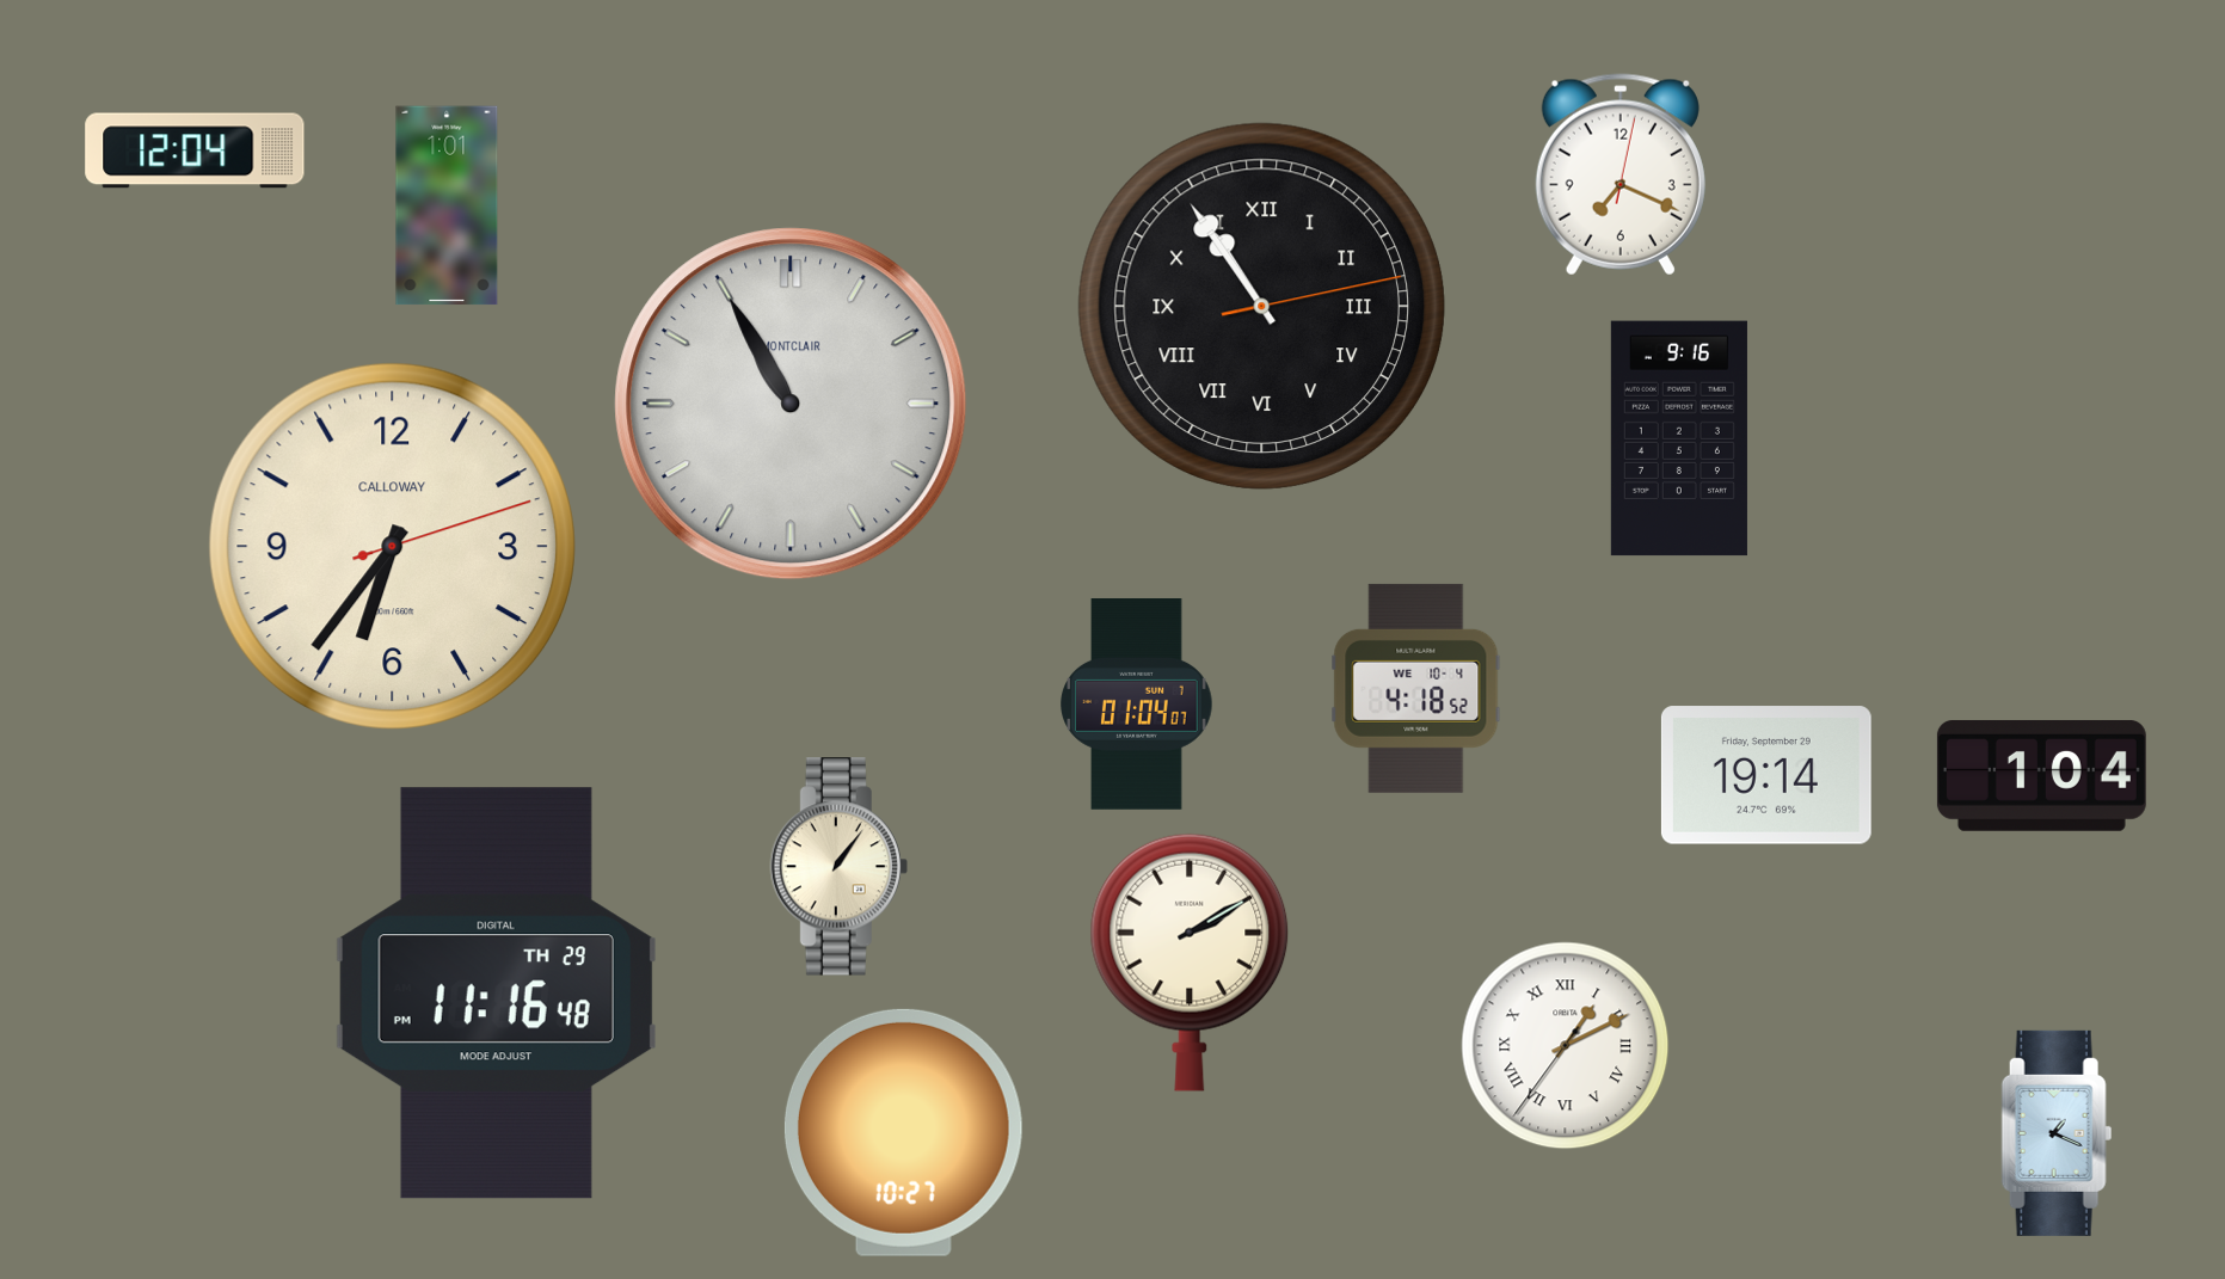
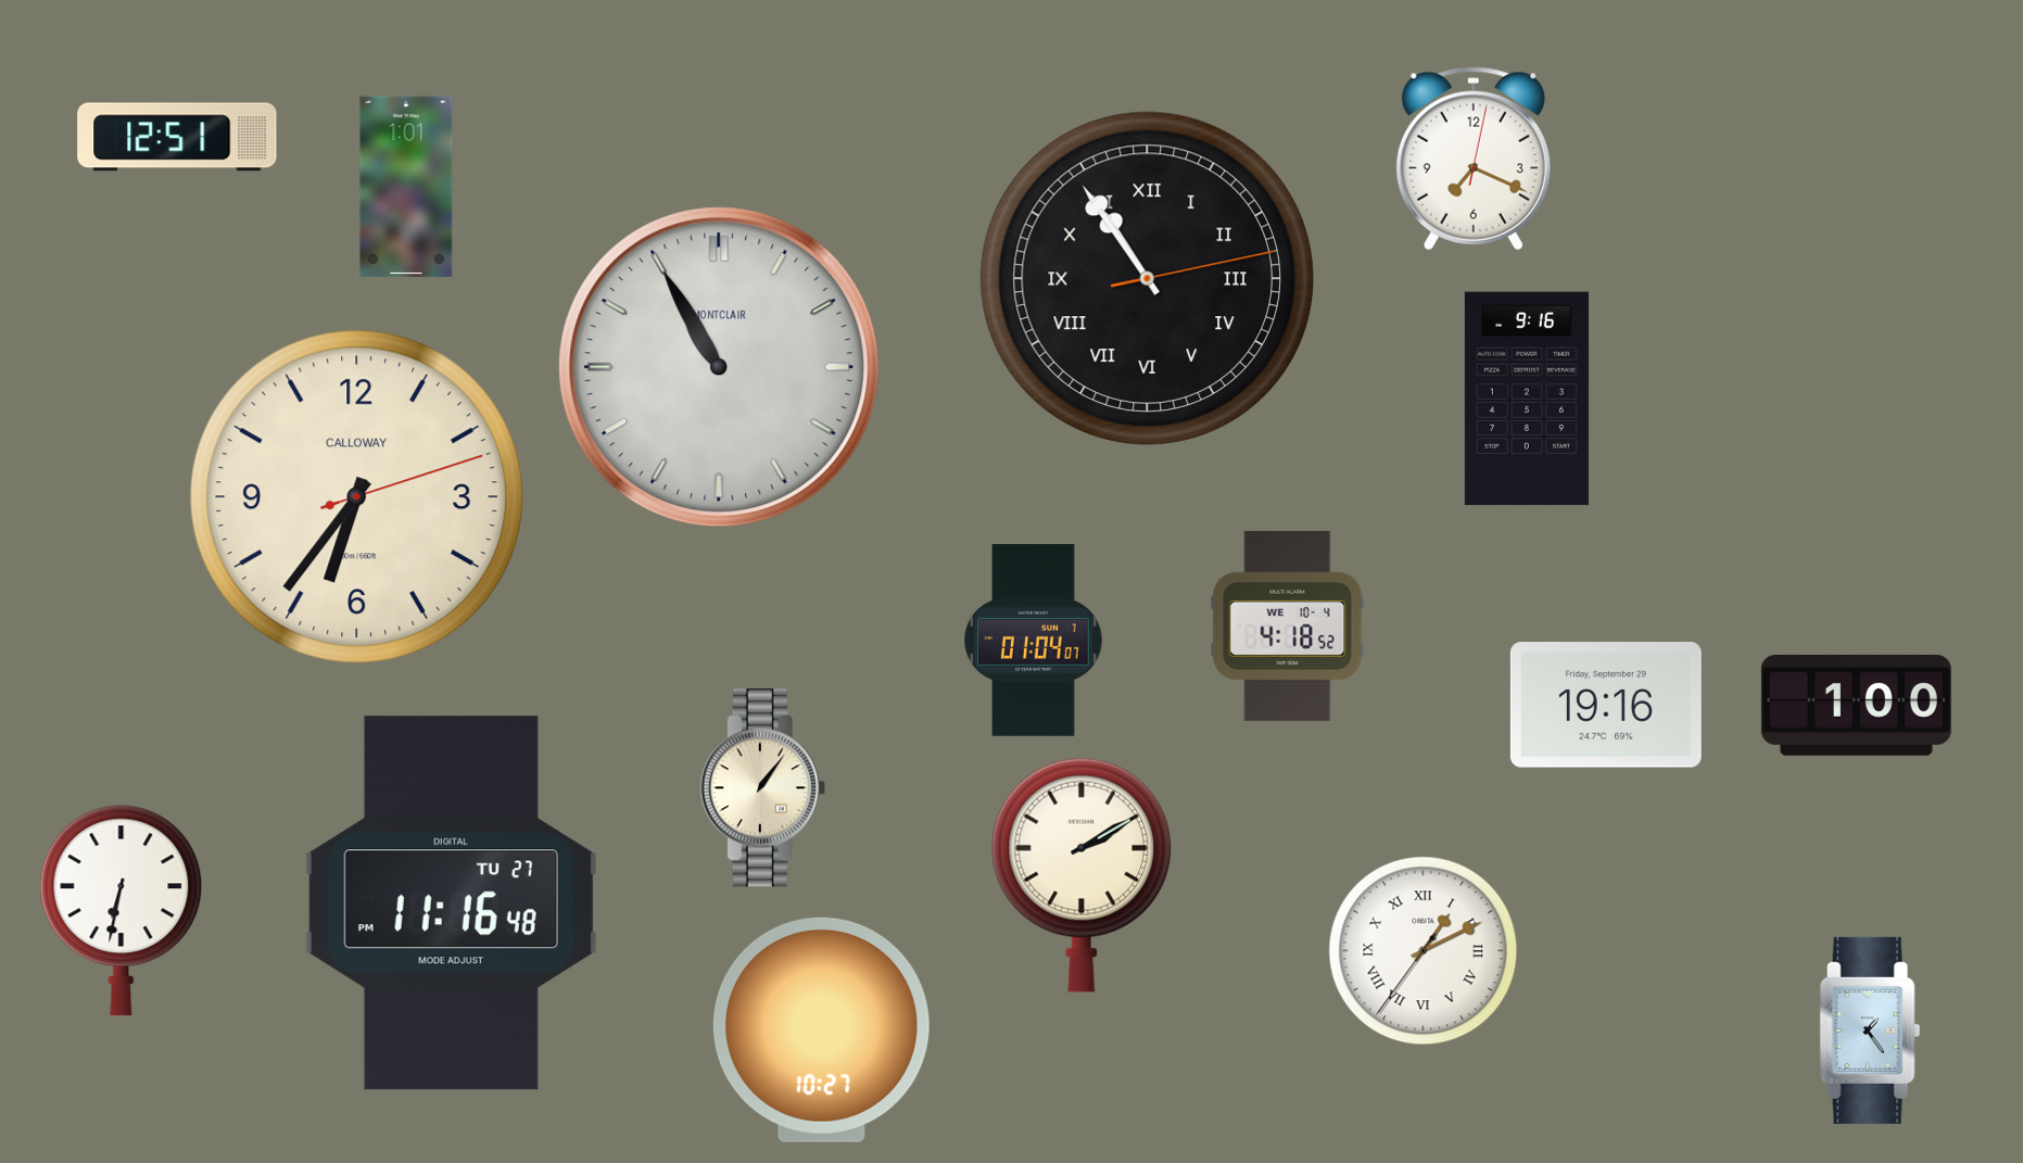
clock at (195, 150): 12:04 -> 12:51
clock at (1766, 775): 19:14 -> 19:16
clock at (2041, 775): 1:04 -> 1:00
clock at (496, 994) date: TH 29 -> TU 27
clock at (122, 911): none -> 6:32
clock at (2057, 1133): 1:19 -> 1:24
